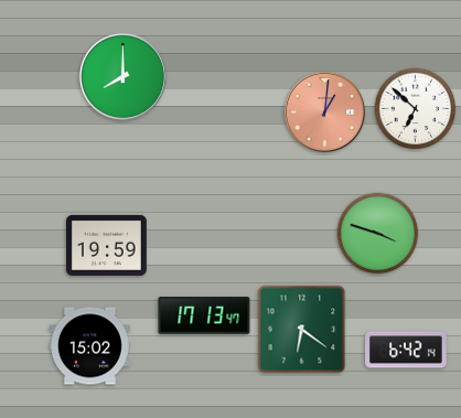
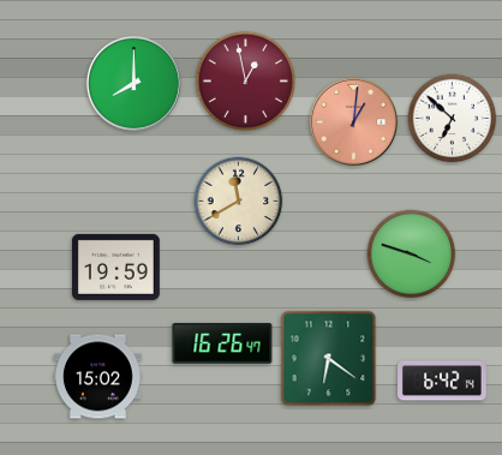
clock at (245, 80): none -> 12:58
clock at (239, 202): none -> 11:40
clock at (204, 315): 17:13 -> 16:26
